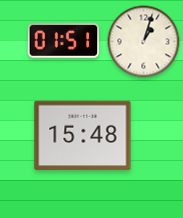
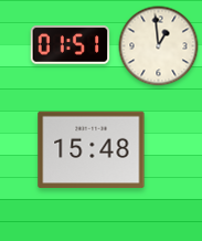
clock at (144, 42): 1:03 -> 12:59
